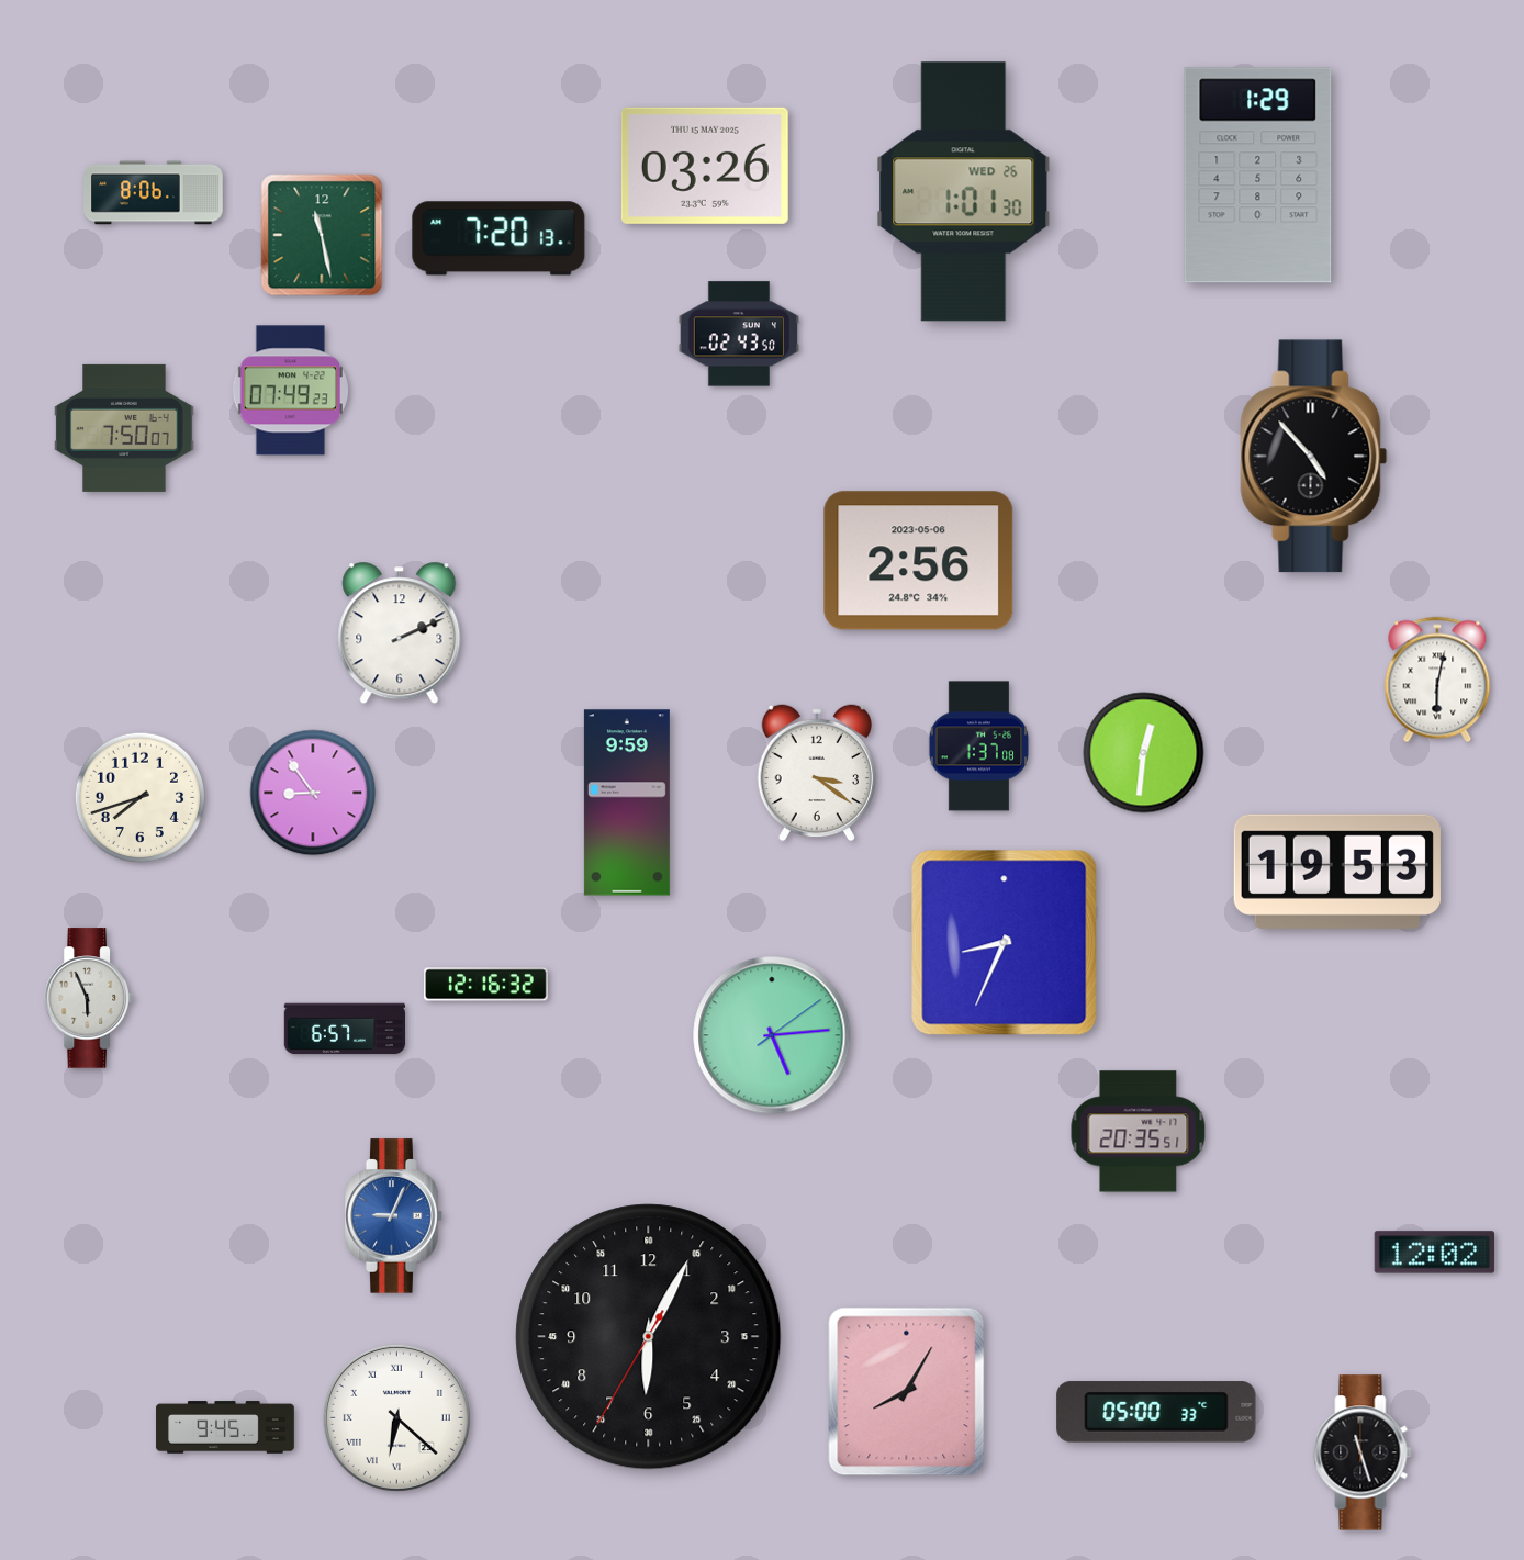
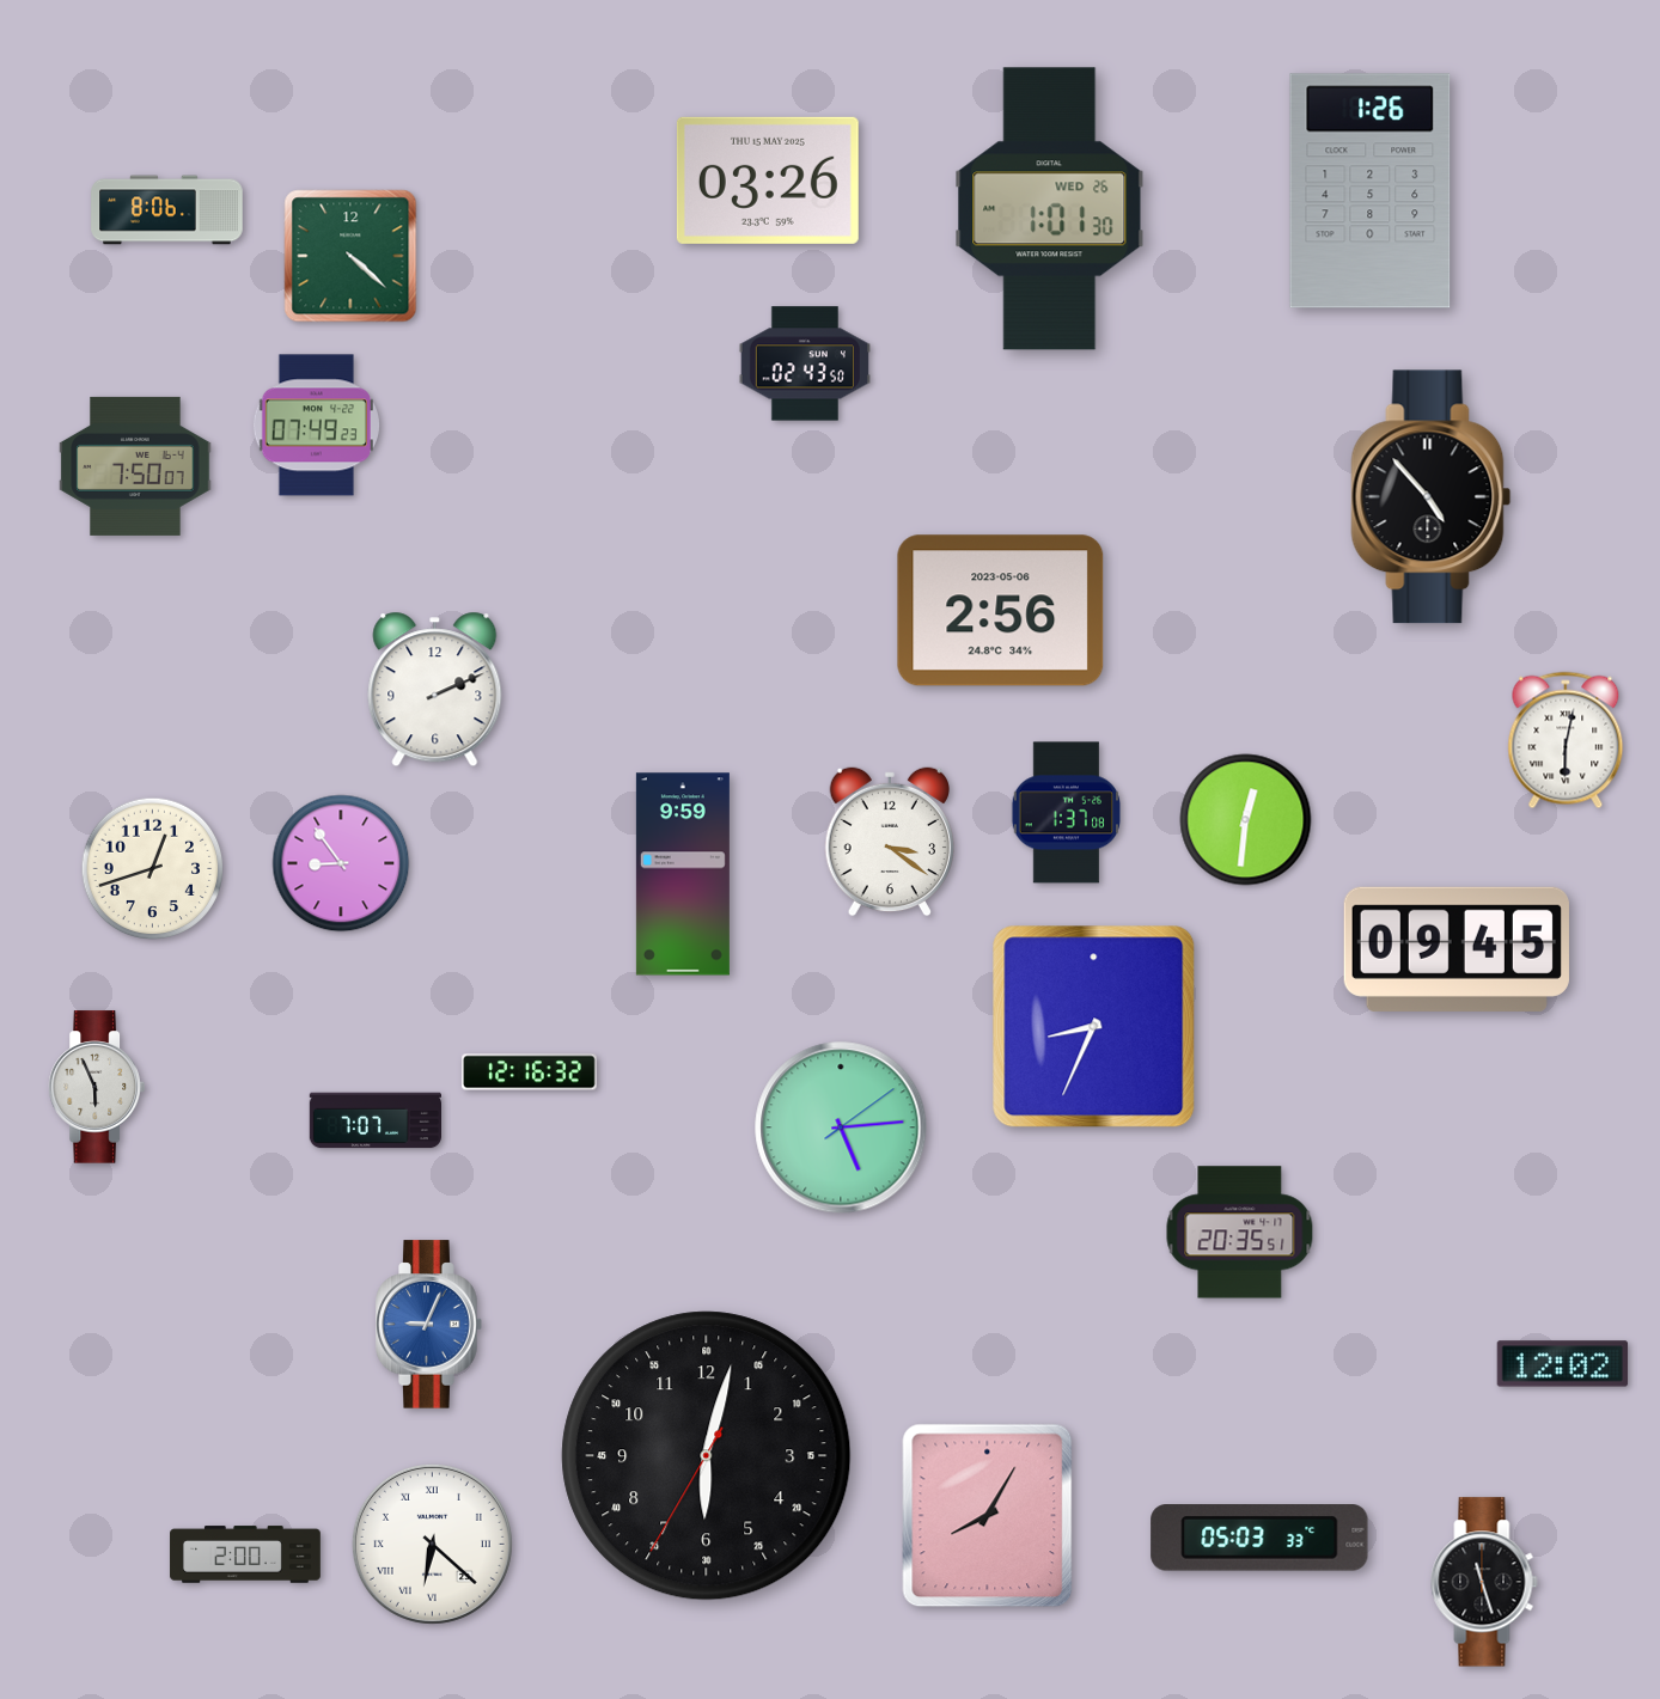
clock at (1258, 176): 1:29 -> 1:26
clock at (322, 235): 11:28 -> 4:22
clock at (498, 238): 7:20 -> none
clock at (141, 798): 7:42 -> 12:42
clock at (1337, 872): 19:53 -> 09:45
clock at (344, 1029): 6:57 -> 7:07
clock at (649, 1337): 6:04 -> 6:02
clock at (1156, 1412): 05:00 -> 05:03
clock at (225, 1427): 9:45 -> 2:00
